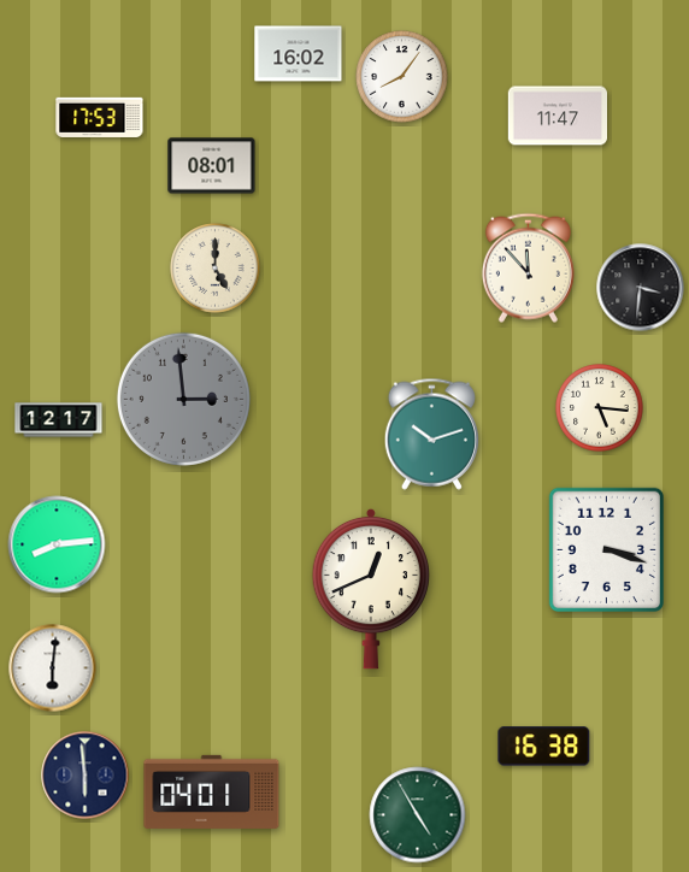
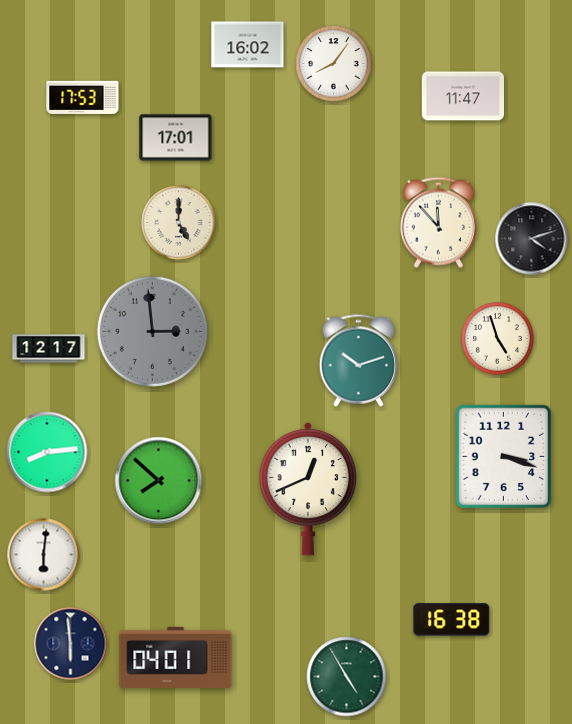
clock at (212, 166): 08:01 -> 17:01
clock at (641, 288): 3:31 -> 4:12
clock at (600, 408): 5:16 -> 4:57
clock at (159, 481): none -> 7:52
